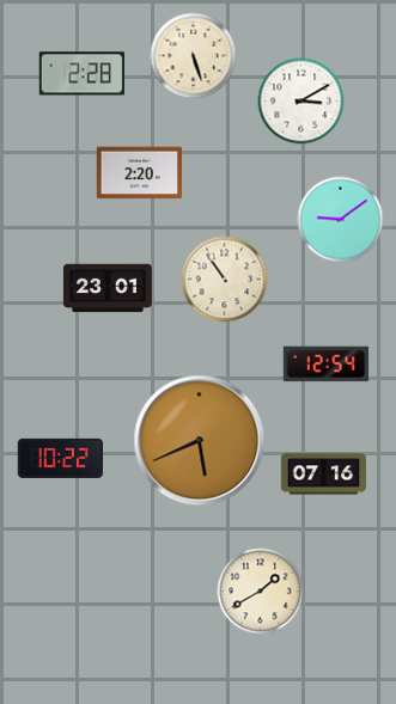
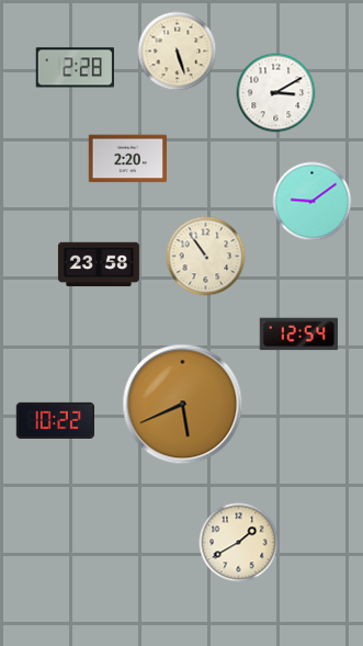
clock at (108, 288): 23:01 -> 23:58
clock at (324, 475): 07:16 -> none
